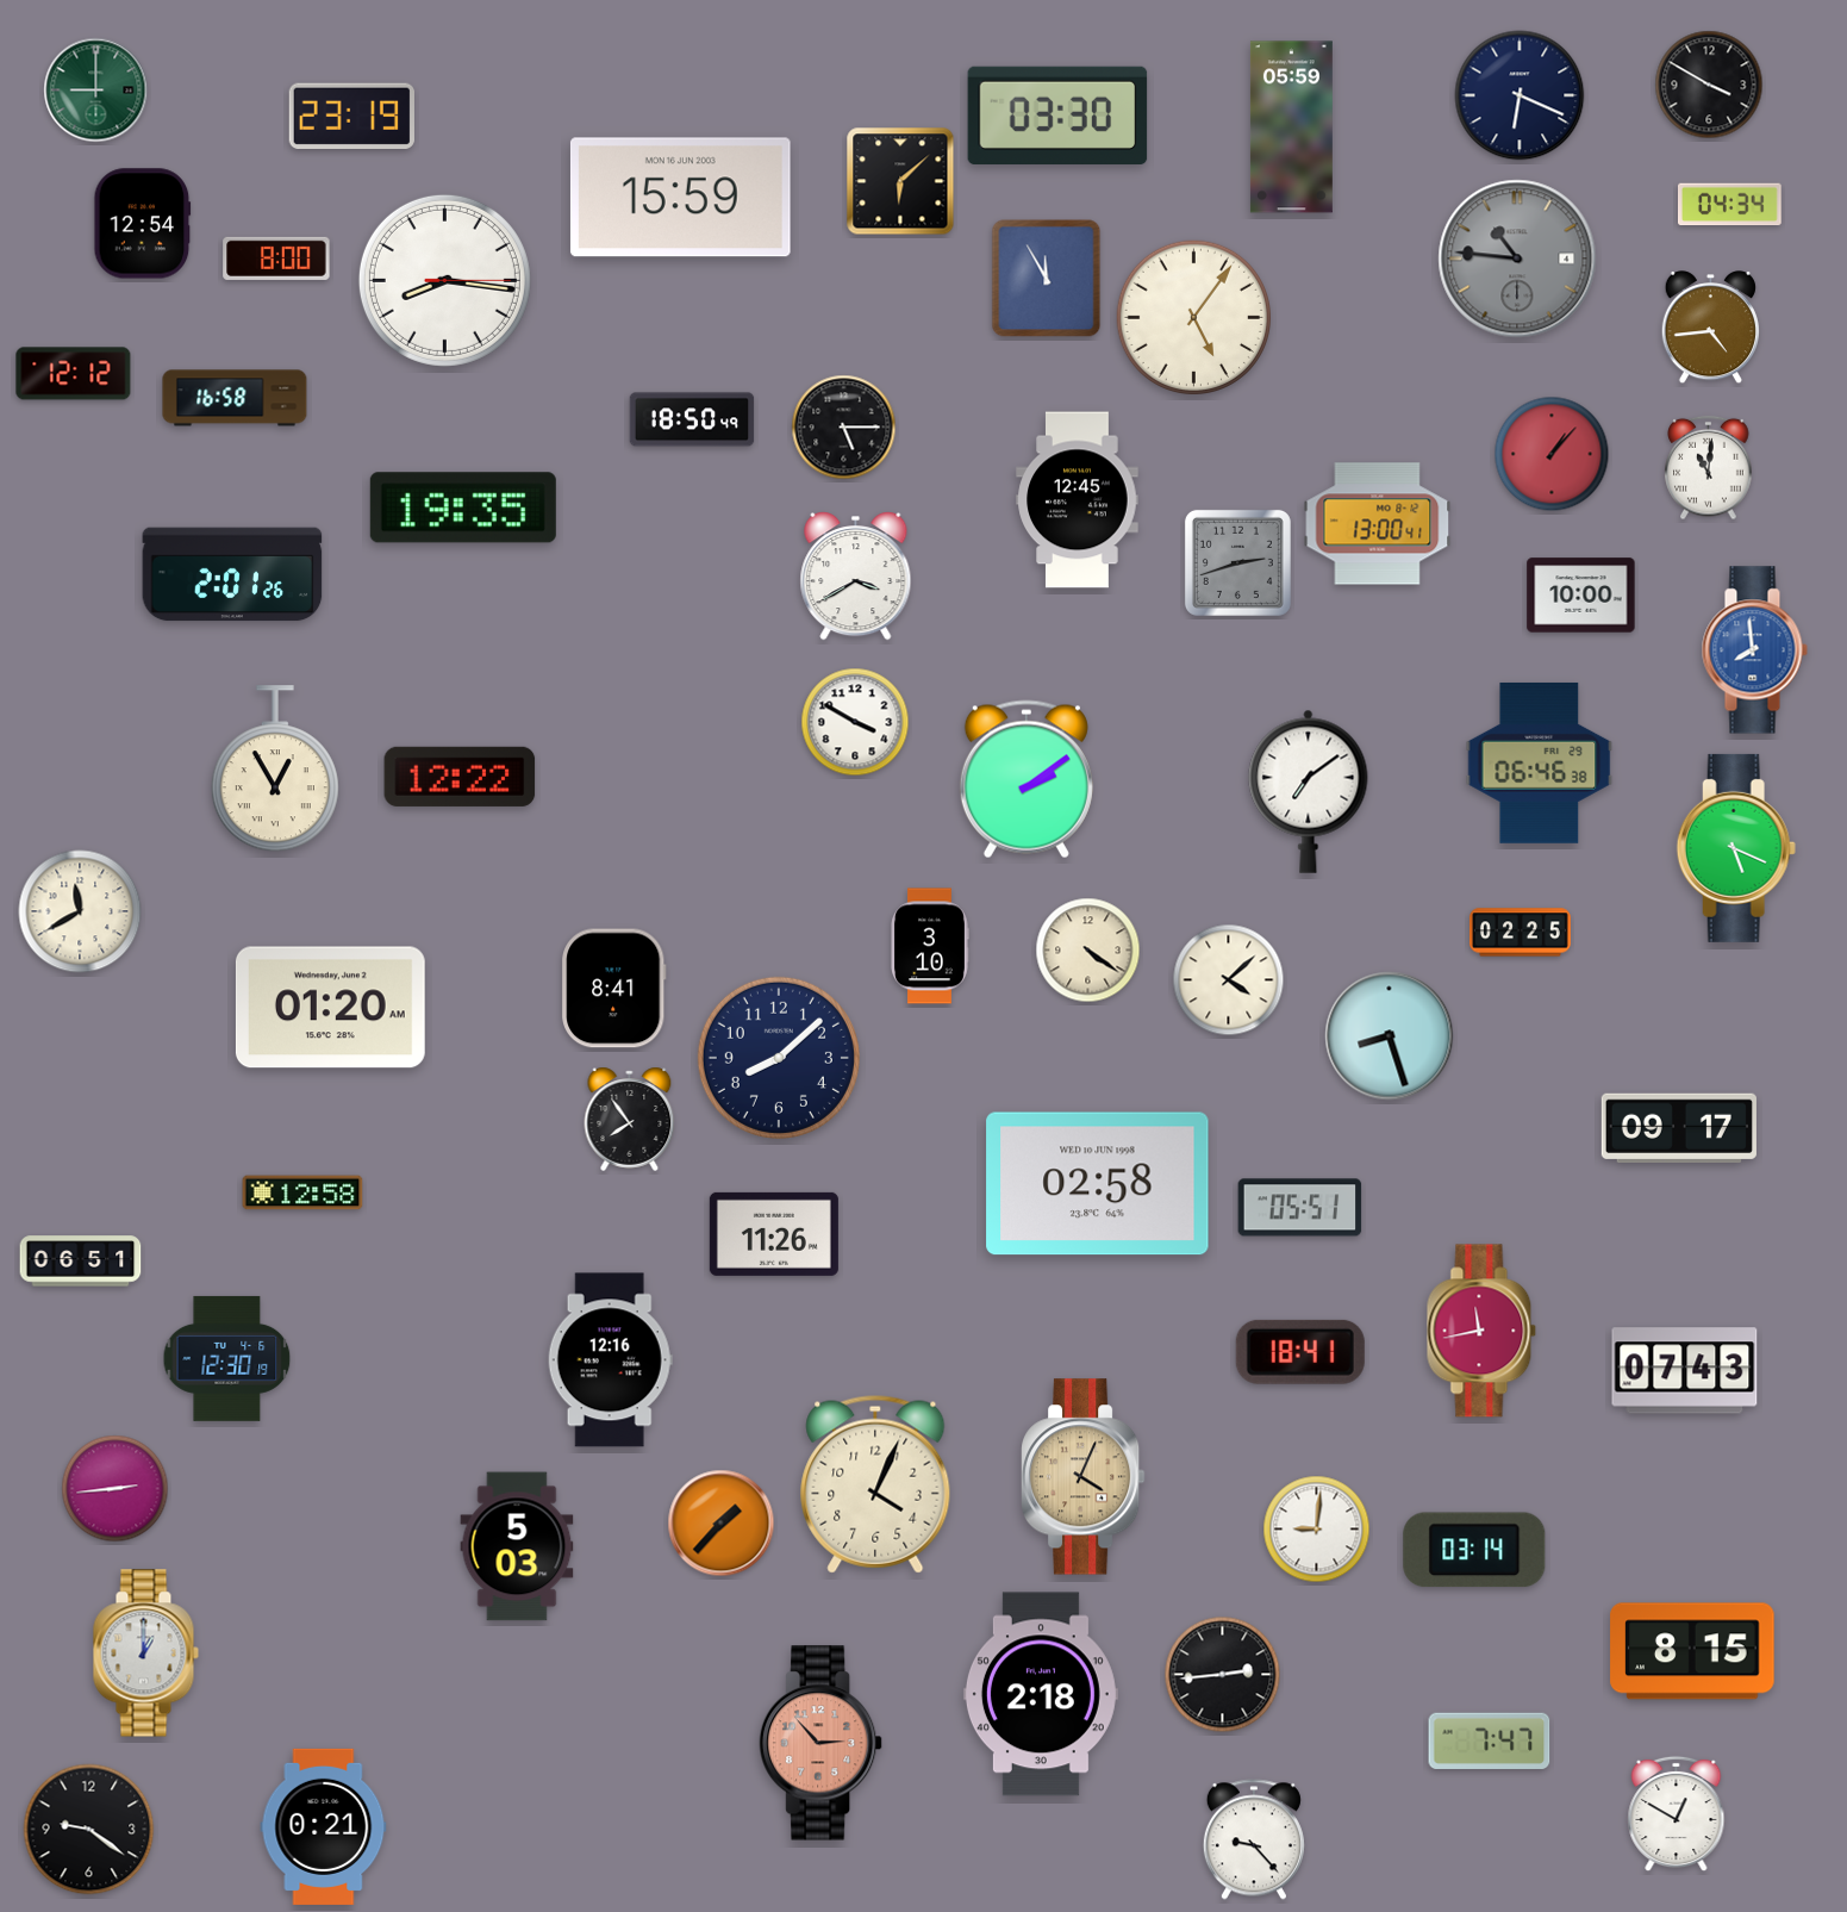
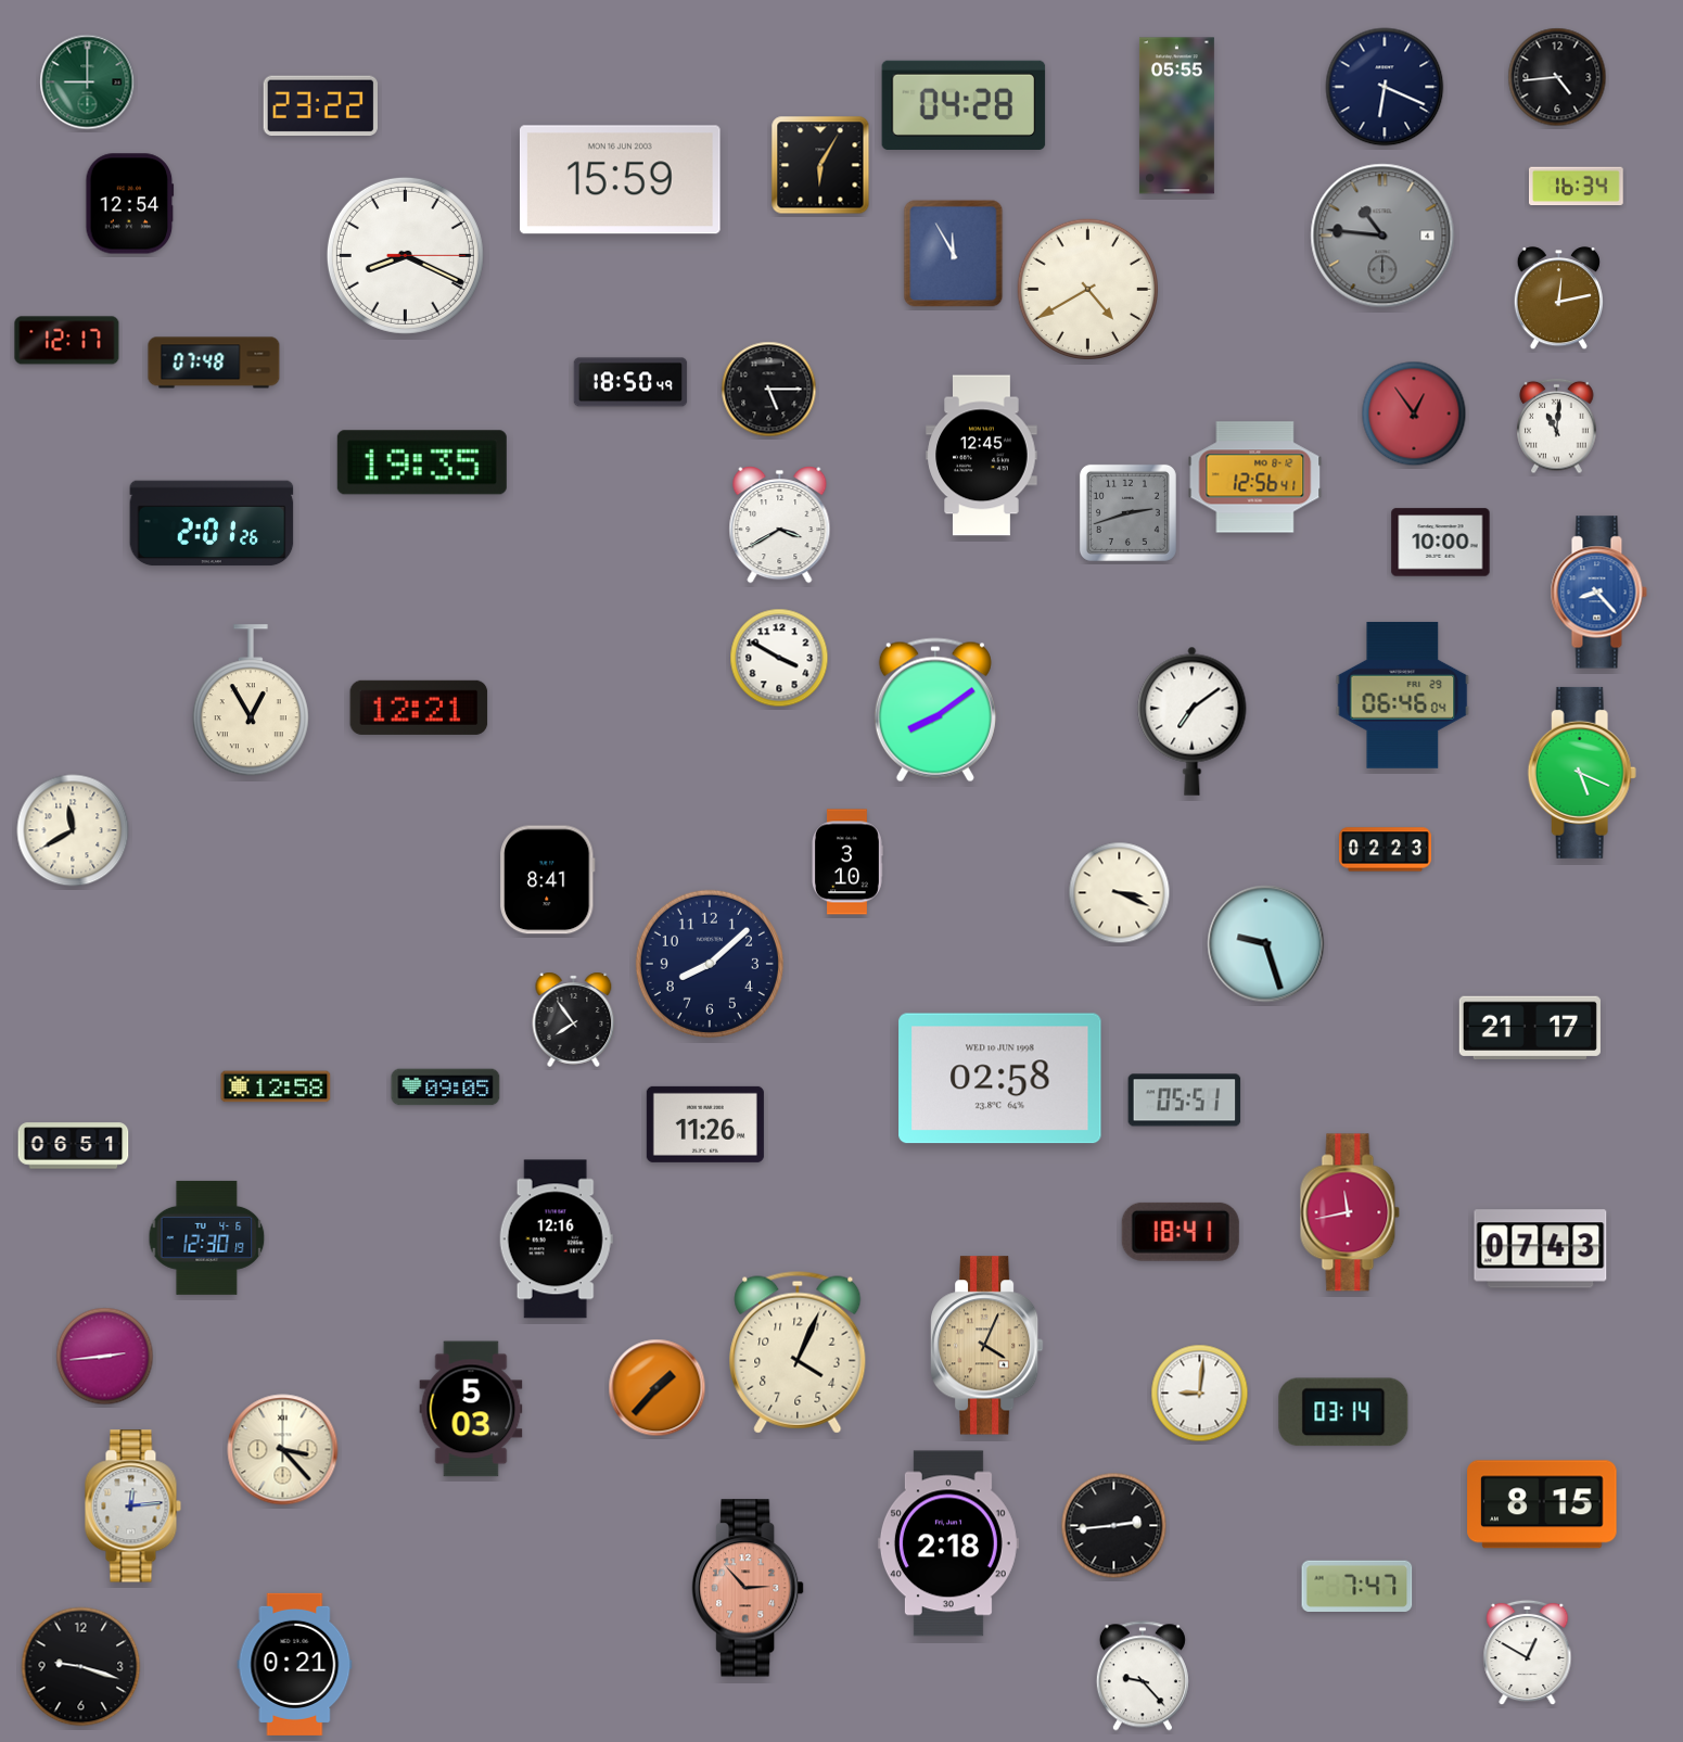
clock at (1709, 85): 3:50 -> 4:44
clock at (1057, 114): 03:30 -> 04:28
clock at (351, 117): 23:19 -> 23:22
clock at (1291, 127): 05:59 -> 05:55
clock at (900, 181): 6:08 -> 6:05
clock at (1730, 205): 04:34 -> 16:34
clock at (276, 259): 8:00 -> none
clock at (444, 280): 8:16 -> 8:19
clock at (1193, 317): 5:06 -> 4:40
clock at (1710, 328): 4:44 -> 12:13
clock at (74, 374): 12:12 -> 12:17
clock at (235, 398): 16:58 -> 07:48
clock at (1552, 454): 1:07 -> 12:54
clock at (1378, 524): 13:00 -> 12:56
clock at (1754, 650): 7:59 -> 8:23
clock at (1540, 762): 06:46:38 -> 06:46:04
clock at (460, 777): 12:22 -> 12:21
clock at (1027, 779): 2:09 -> 8:09
clock at (1520, 933): 02:25 -> 02:23
clock at (1088, 951): 4:21 -> none
clock at (1229, 980): 4:08 -> 3:19
clock at (614, 989) position: (614, 989) -> (548, 880)
clock at (330, 1008): 01:20 -> none
clock at (1390, 1036): 8:27 -> 9:27
clock at (1679, 1127): 09:17 -> 21:17
clock at (446, 1088): none -> 09:05
clock at (81, 1262) position: (81, 1262) -> (74, 1146)
clock at (1300, 1352) position: (1300, 1352) -> (1181, 1232)
clock at (1685, 1371) position: (1685, 1371) -> (1541, 1249)
clock at (283, 1450): none -> 3:23
clock at (145, 1653): 1:00 -> 12:14
clock at (89, 1830): 9:21 -> 9:18
